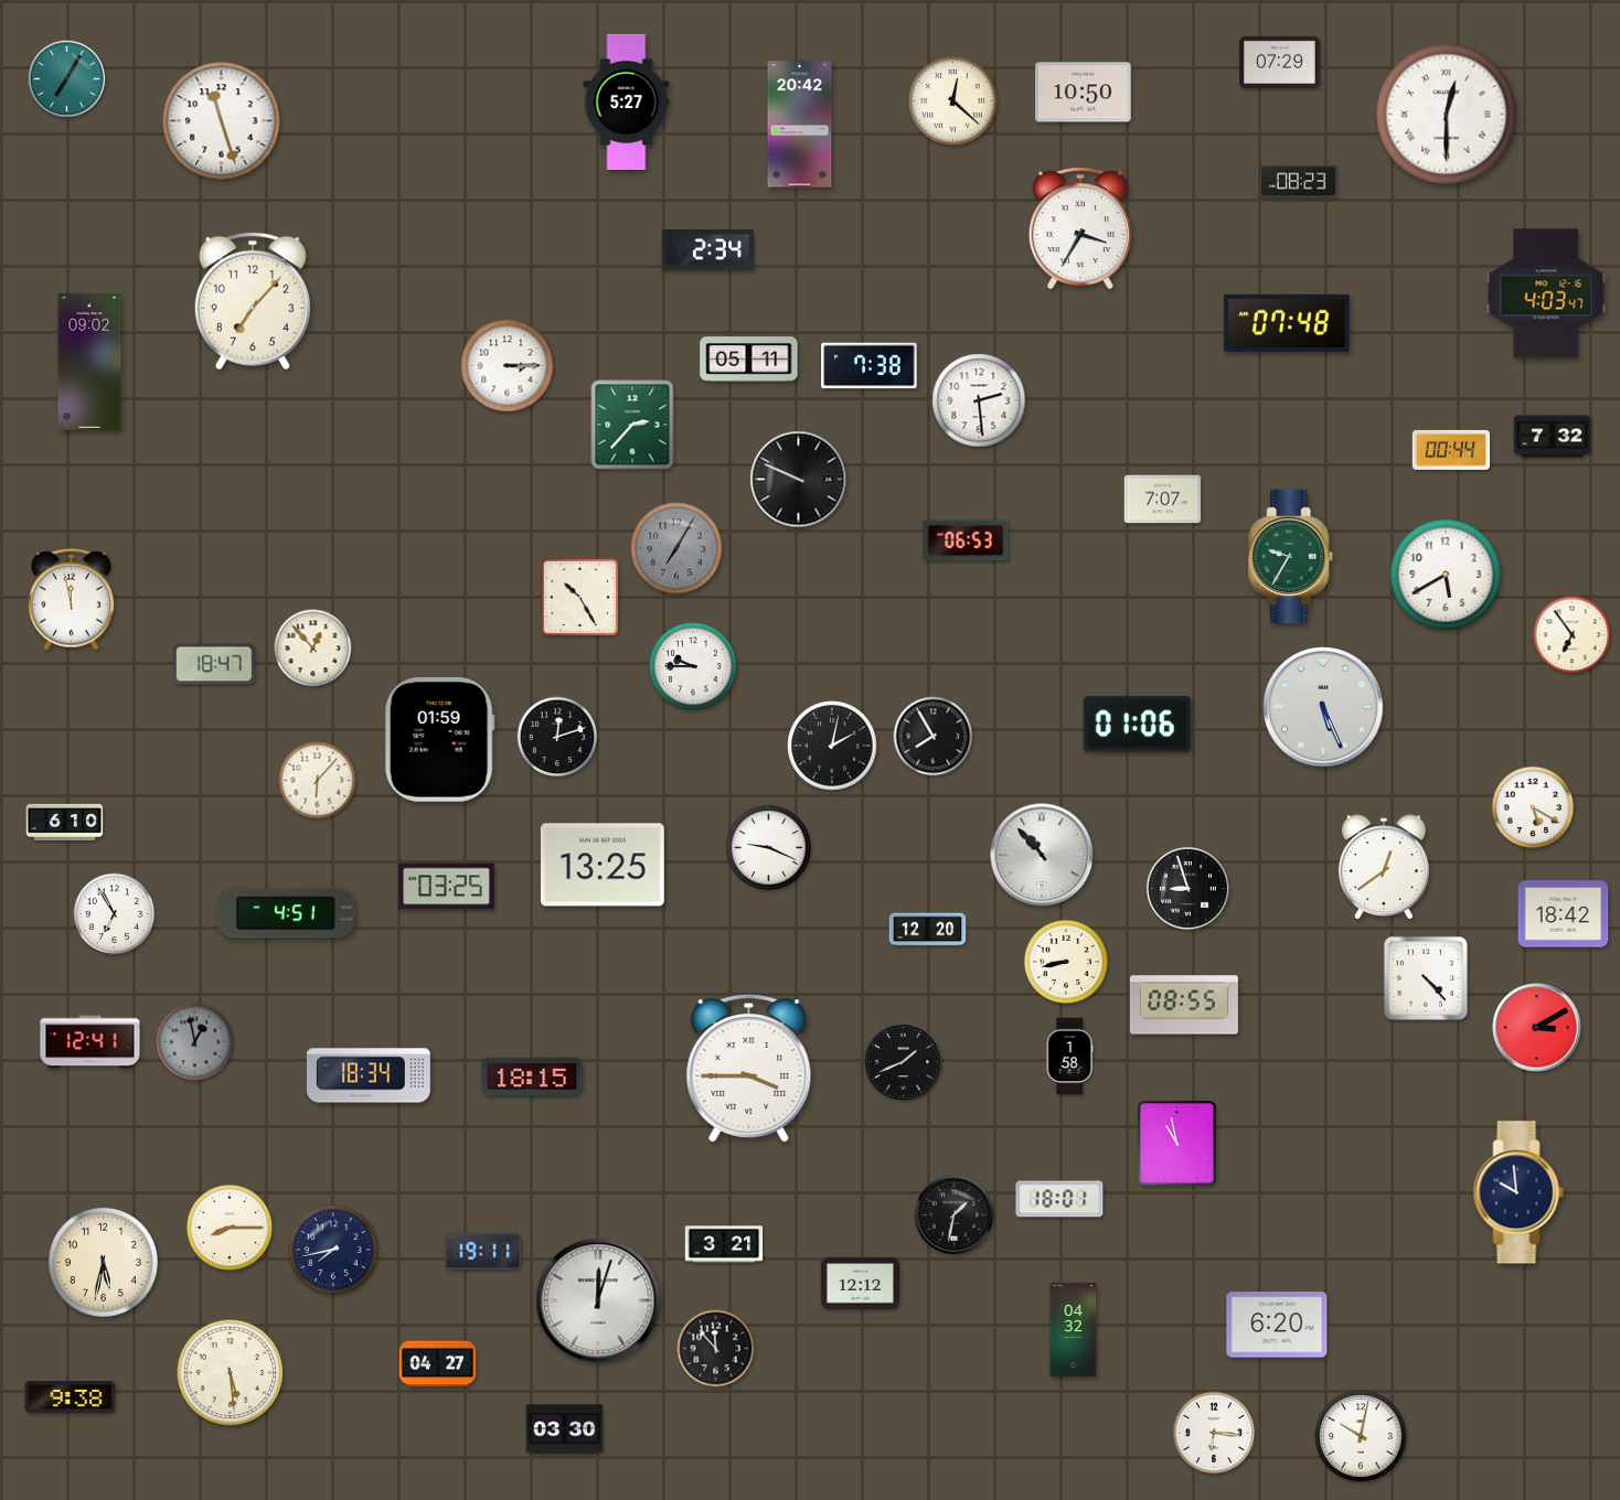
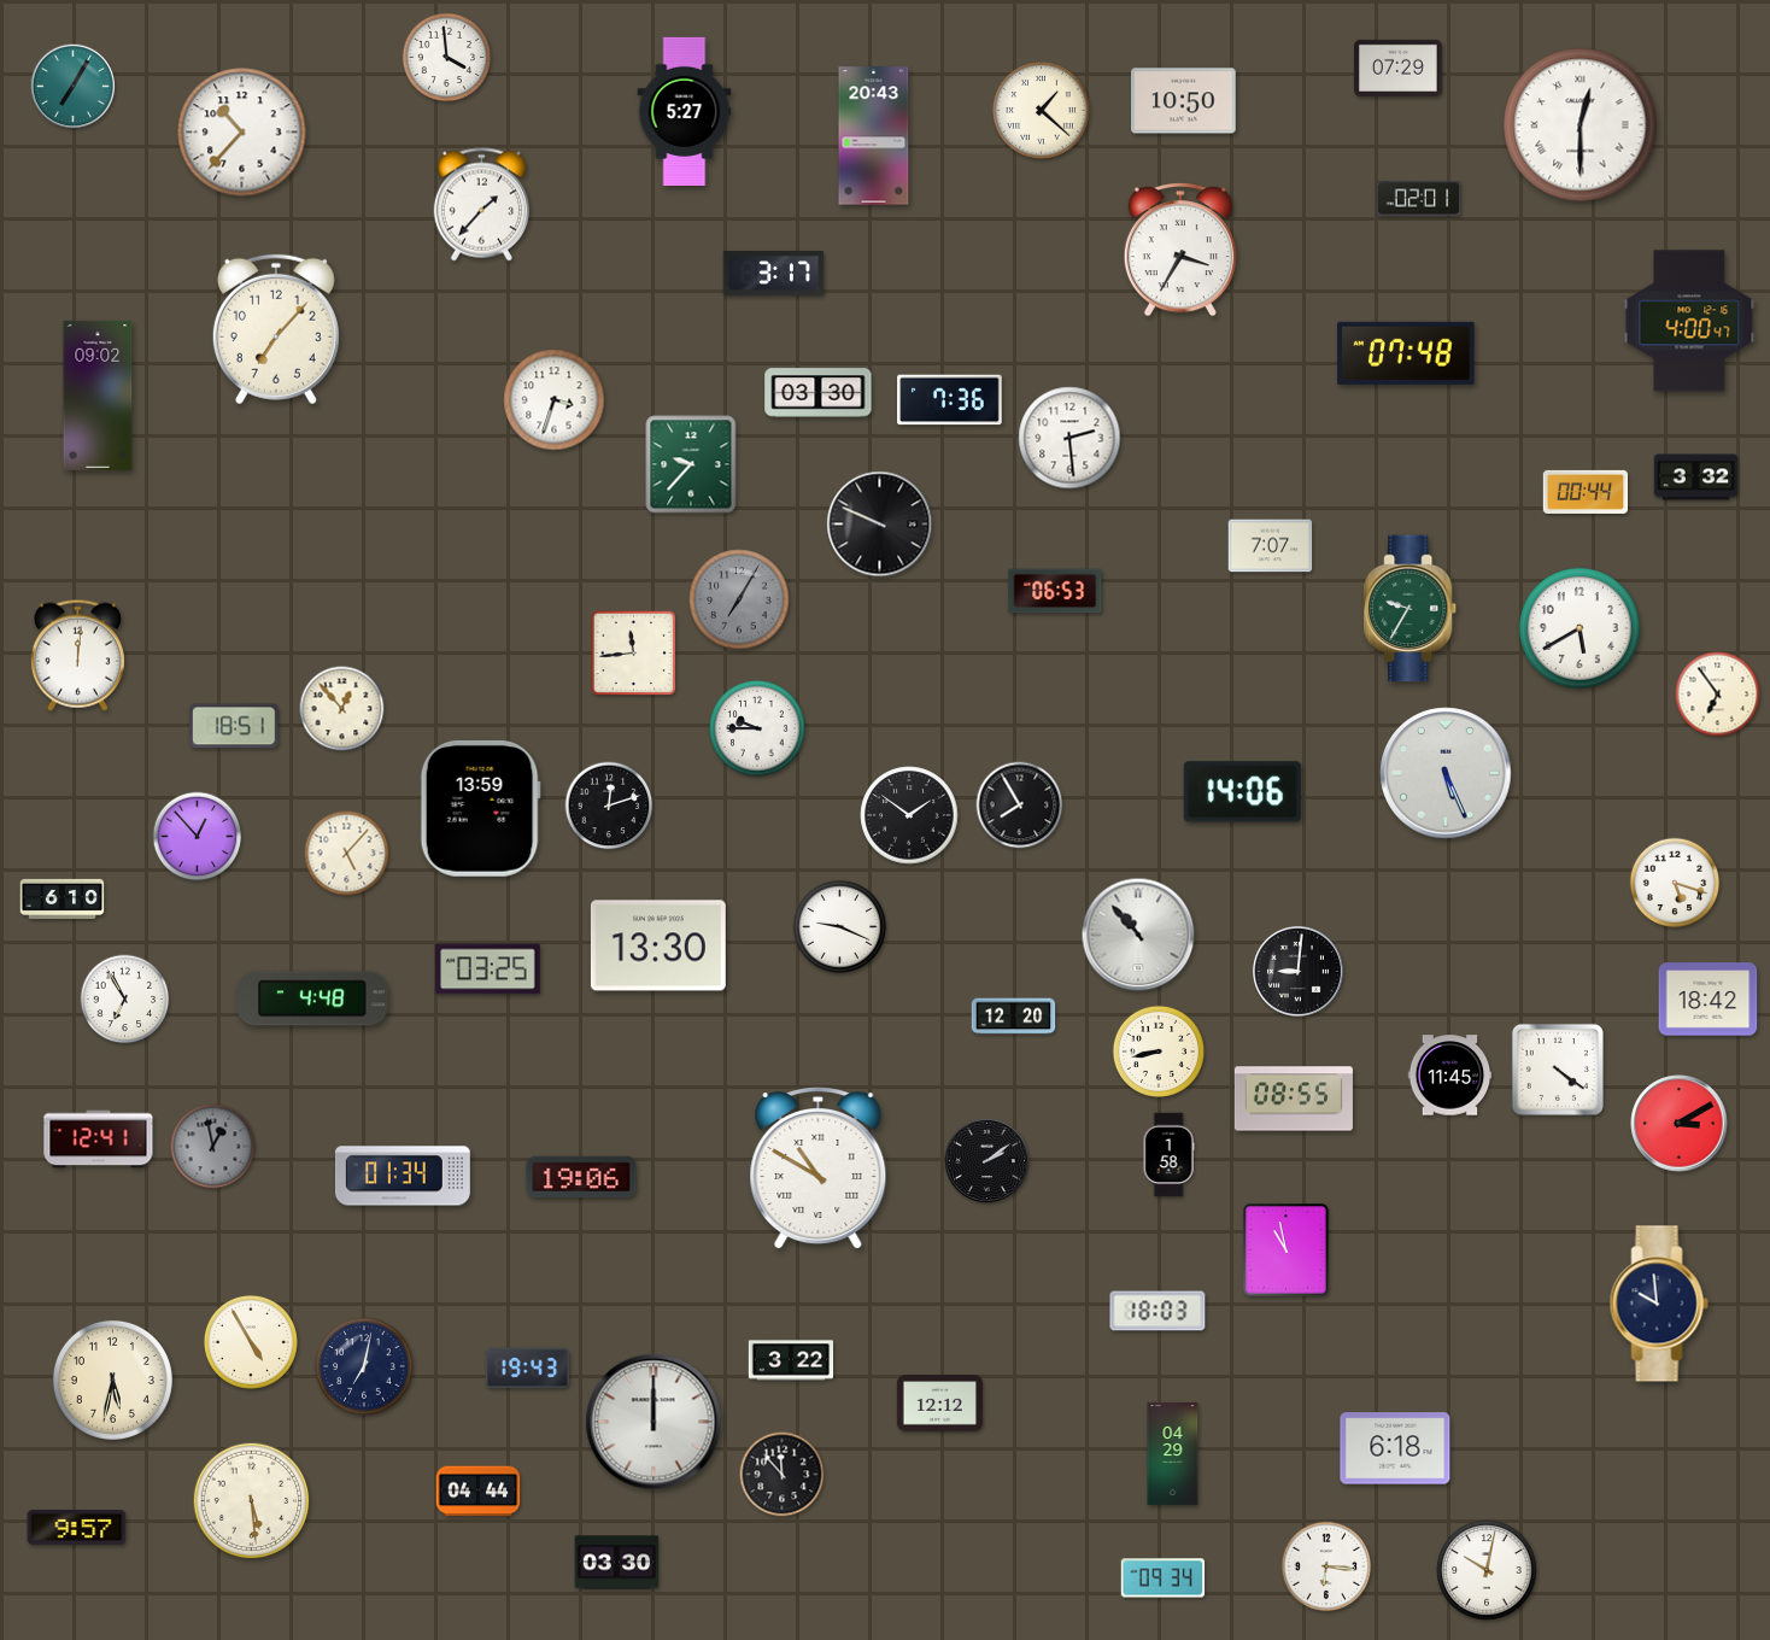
clock at (447, 58): none -> 3:59
clock at (953, 101): 12:22 -> 1:22
clock at (222, 121): 11:27 -> 10:37
clock at (800, 125): 20:42 -> 20:43
clock at (1299, 182): 08:23 -> 02:01
clock at (481, 205): none -> 1:37
clock at (708, 250): 2:34 -> 3:17
clock at (1546, 293): 4:03 -> 4:00
clock at (749, 360): 05:11 -> 03:30
clock at (508, 366): 3:15 -> 3:33
clock at (870, 366): 7:38 -> 7:36
clock at (632, 425): 2:37 -> 9:37
clock at (1553, 437): 7:32 -> 3:32
clock at (799, 480) position: (799, 480) -> (880, 525)
clock at (580, 598): 10:25 -> 11:44
clock at (71, 599): 11:58 -> 12:01
clock at (214, 664): 18:47 -> 18:51
clock at (1137, 725): 01:06 -> 14:06
clock at (439, 739): 01:59 -> 13:59
clock at (832, 746): 2:02 -> 1:51
clock at (198, 837): none -> 12:53
clock at (318, 781): 6:07 -> 5:07
clock at (1533, 807): 5:20 -> 5:18
clock at (65, 822) position: (65, 822) -> (63, 898)
clock at (603, 865): 13:25 -> 13:30
clock at (1384, 868): 12:39 -> none
clock at (1187, 888): 8:57 -> 9:01
clock at (287, 913): 4:51 -> 4:48
clock at (1065, 961) position: (1065, 961) -> (1157, 1050)
clock at (1426, 978): 4:23 -> 4:21
clock at (1450, 1076): none -> 11:45
clock at (195, 1042) position: (195, 1042) -> (213, 1147)
clock at (904, 1062): 1:41 -> 2:09
clock at (749, 1070): 3:45 -> 10:50
clock at (369, 1075): 18:34 -> 01:34
clock at (532, 1075): 18:15 -> 19:06
clock at (1059, 1199): 18:01 -> 18:03
clock at (953, 1214): 1:32 -> none
clock at (230, 1228): 8:15 -> 4:55
clock at (724, 1244): 3:21 -> 3:22
clock at (333, 1250): 7:43 -> 7:02
clock at (483, 1252): 19:11 -> 19:43
clock at (598, 1300): 12:03 -> 12:00
clock at (1277, 1325): 6:20 -> 6:18
clock at (1074, 1329): 04:32 -> 04:29
clock at (438, 1364): 04:27 -> 04:44
clock at (71, 1397): 9:38 -> 9:57
clock at (1164, 1578): none -> 09:34
